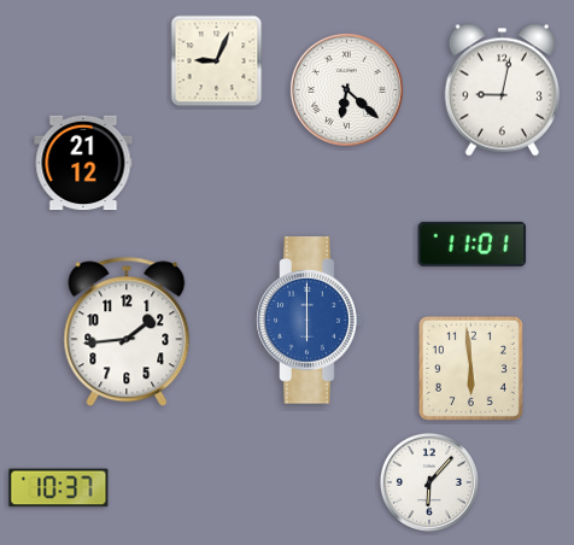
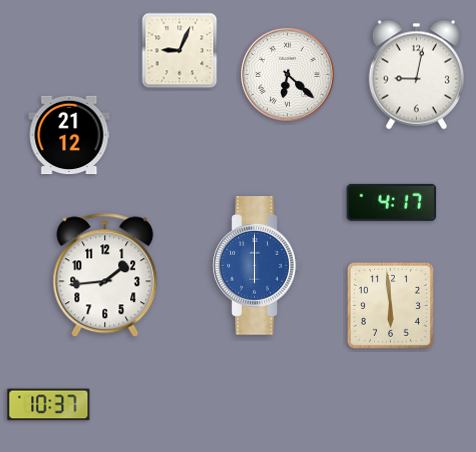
clock at (473, 244): 11:01 -> 4:17
clock at (429, 482): 6:07 -> none
